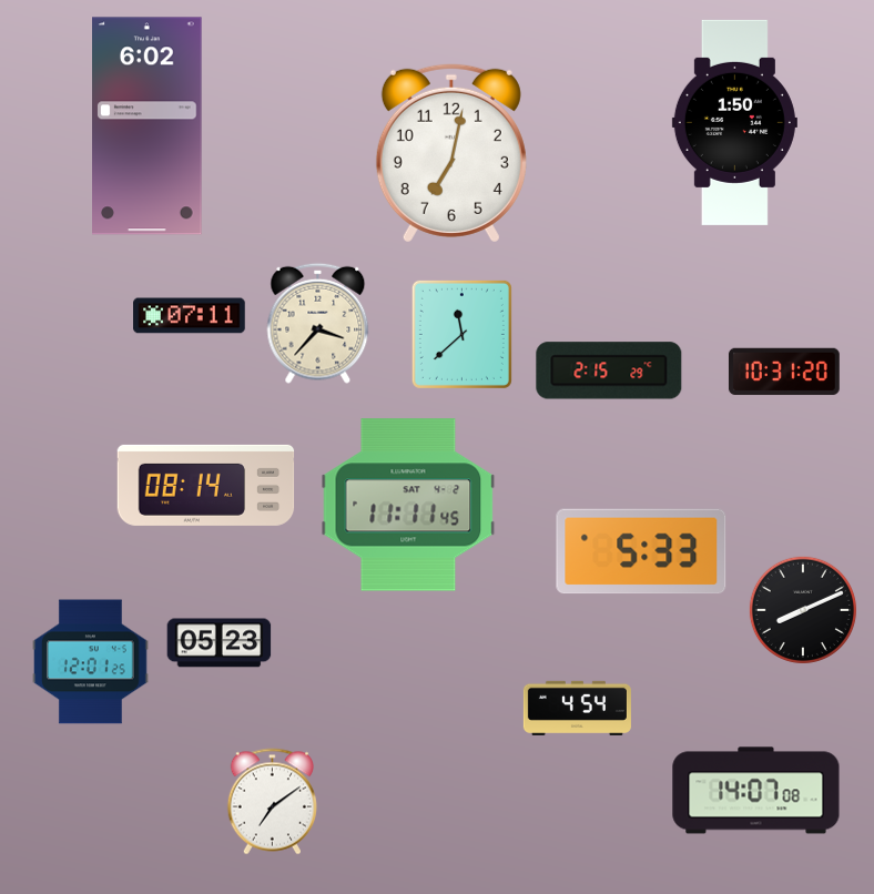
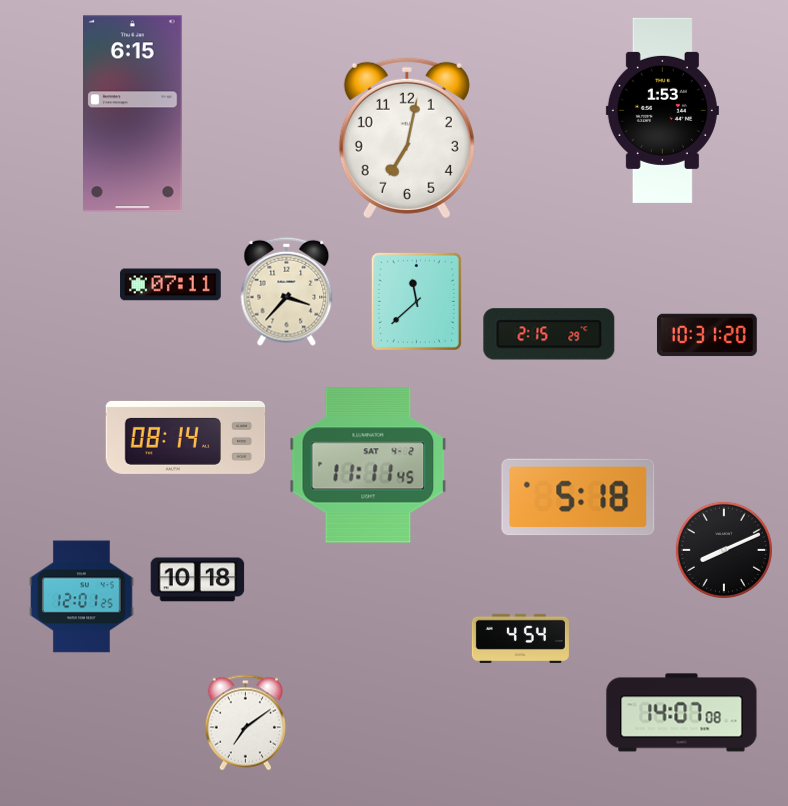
clock at (734, 122): 1:50 -> 1:53
clock at (148, 126): 6:02 -> 6:15
clock at (408, 505) position: (408, 505) -> (368, 465)
clock at (641, 551): 5:33 -> 5:18
clock at (220, 643): 05:23 -> 10:18
